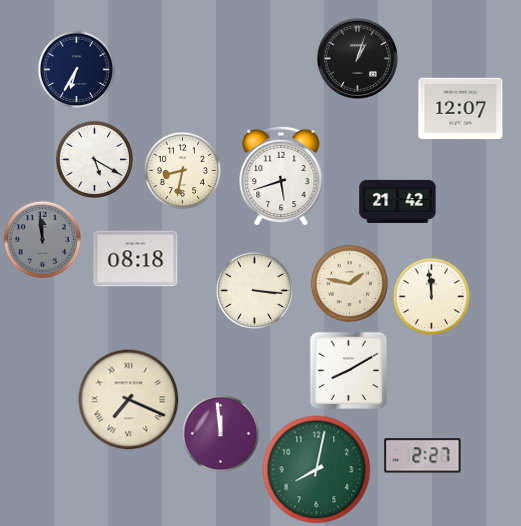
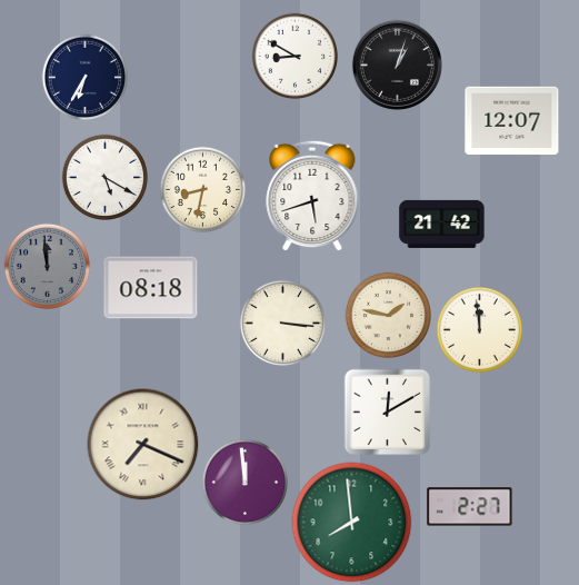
clock at (295, 56): none -> 8:50
clock at (348, 370): 8:10 -> 12:10
clock at (317, 470): 8:02 -> 7:59
